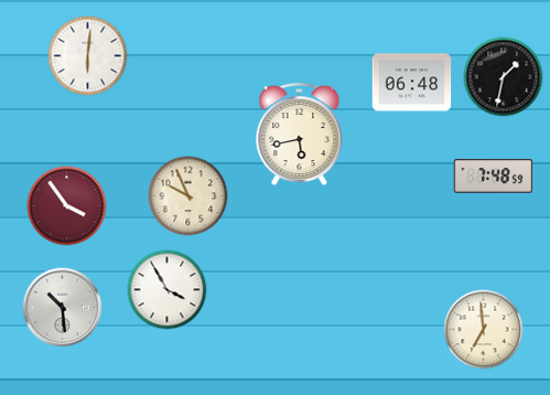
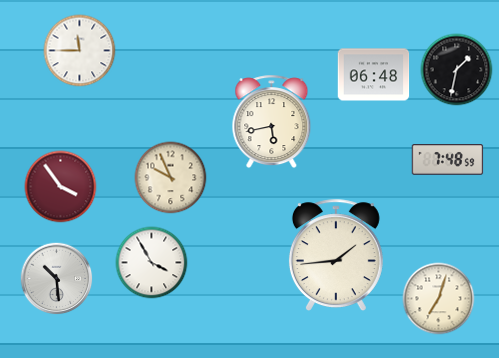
clock at (88, 56): 6:01 -> 11:45
clock at (336, 255): none -> 1:44
clock at (484, 330): 6:59 -> 7:03
